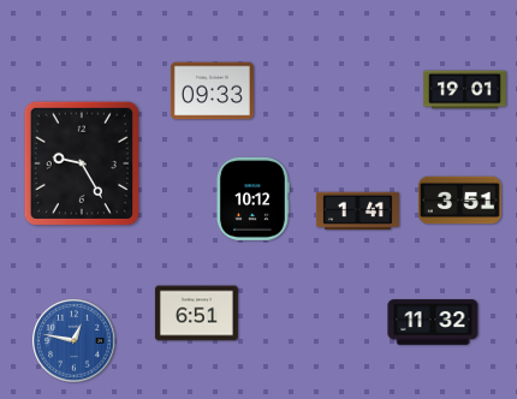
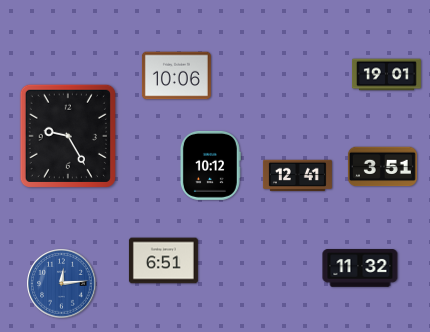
clock at (212, 91): 09:33 -> 10:06
clock at (357, 212): 1:41 -> 12:41
clock at (75, 341): 12:47 -> 12:14
